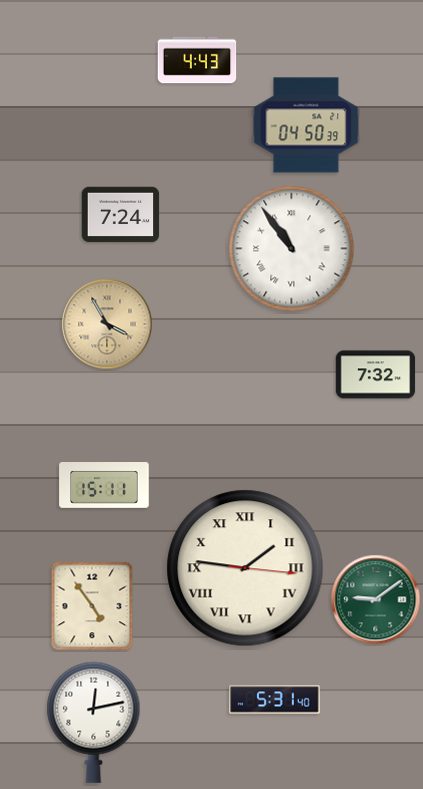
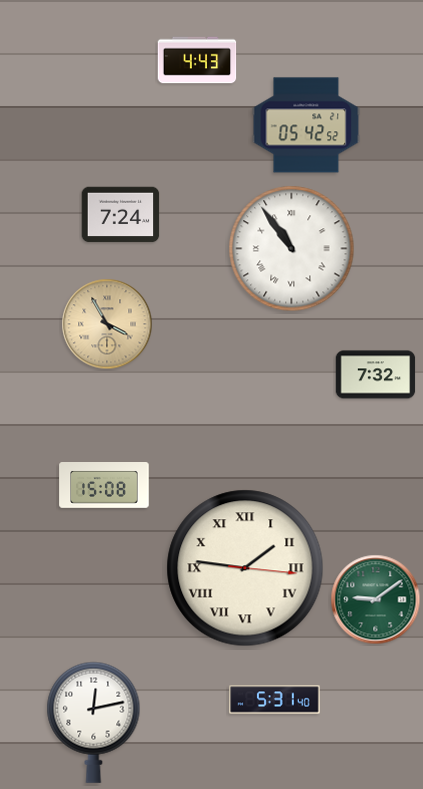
clock at (306, 125): 04:50 -> 05:42
clock at (104, 485): 15:11 -> 15:08
clock at (92, 606): 4:54 -> none
